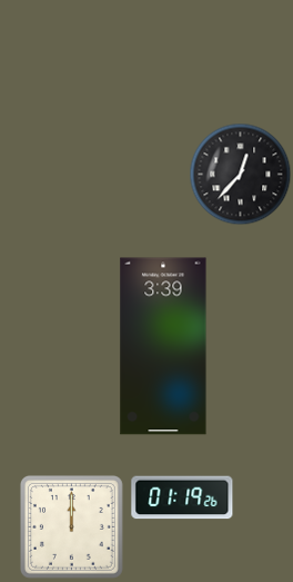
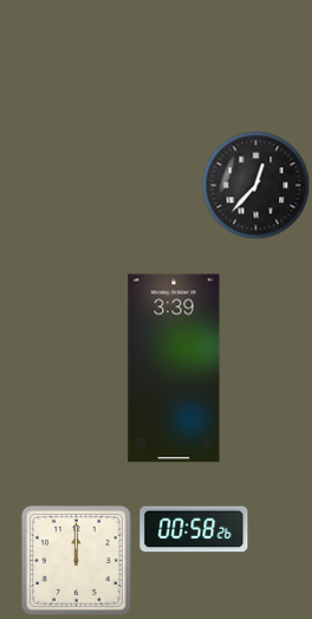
clock at (182, 497): 01:19 -> 00:58
